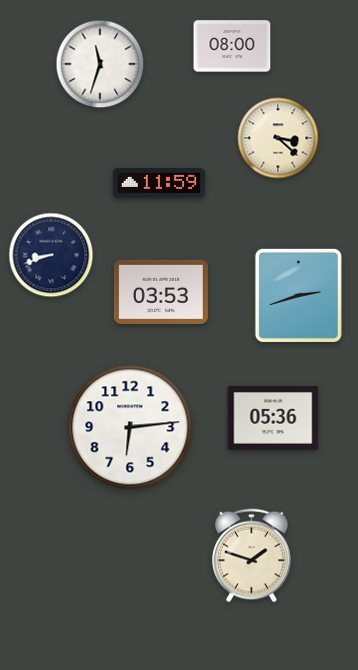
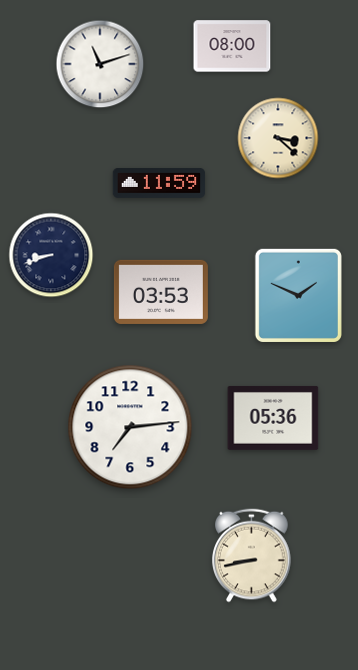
clock at (100, 64): 11:33 -> 11:12
clock at (298, 295): 2:42 -> 1:49
clock at (130, 427): 6:14 -> 7:14
clock at (252, 556): 1:48 -> 8:43
